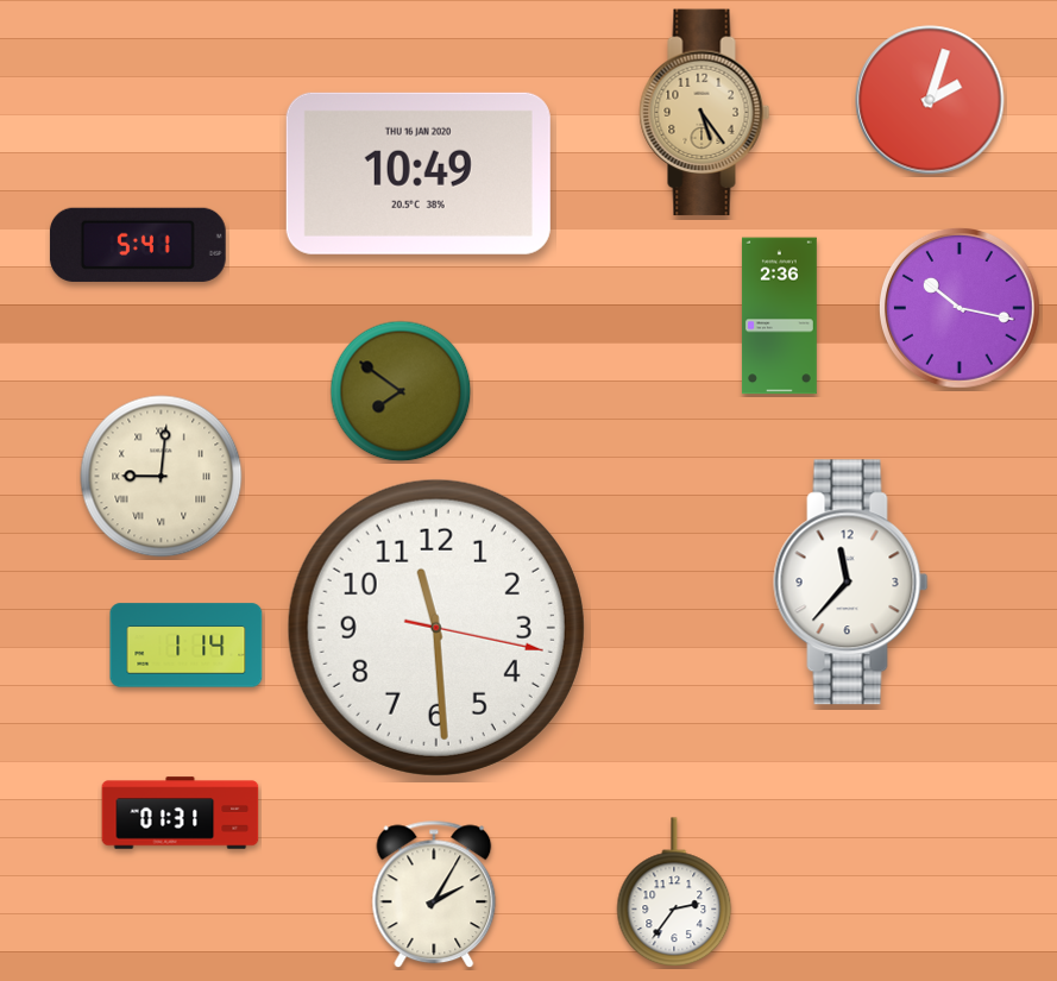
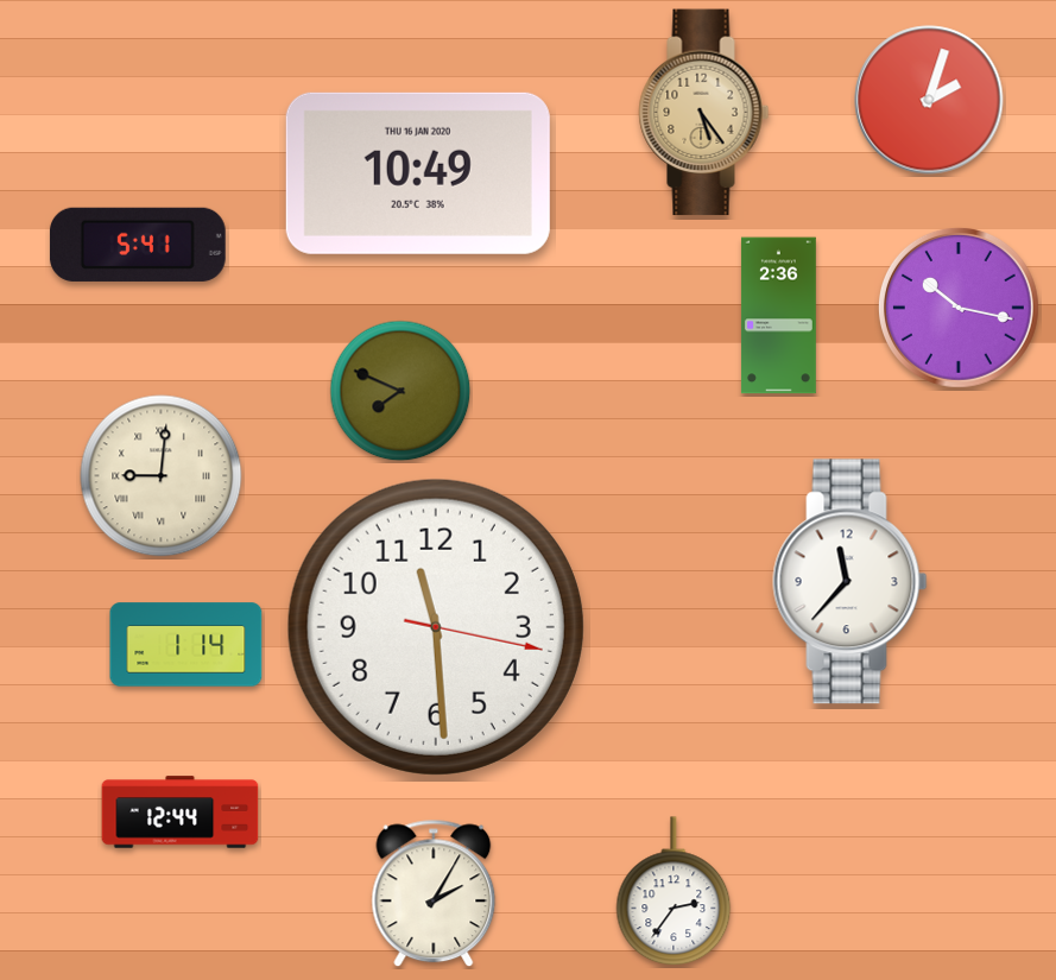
clock at (401, 391): 7:51 -> 7:49
clock at (181, 813): 01:31 -> 12:44
